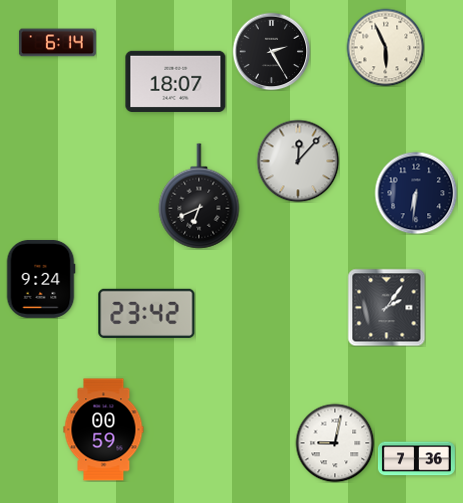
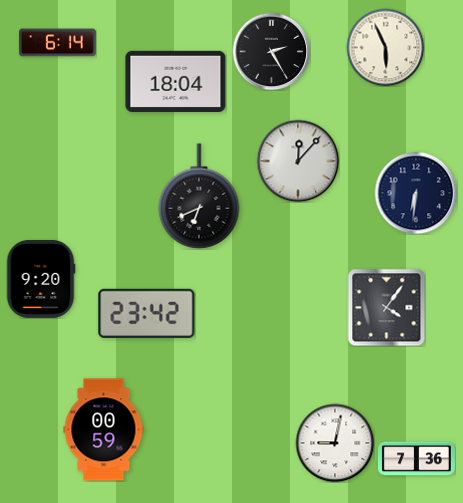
clock at (176, 81): 18:07 -> 18:04
clock at (41, 279): 9:24 -> 9:20
clock at (386, 307): 2:06 -> 4:06
